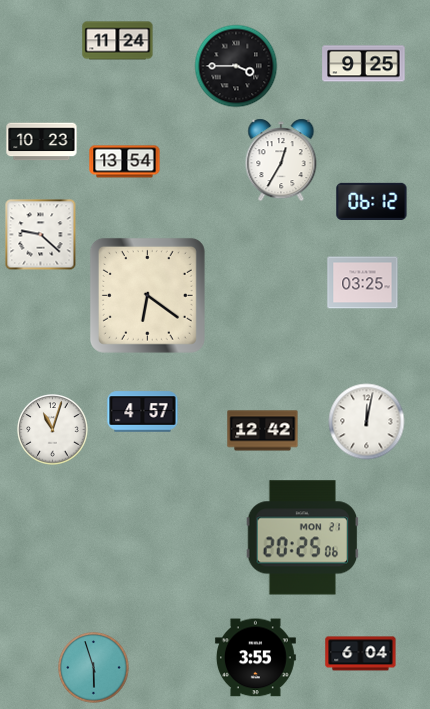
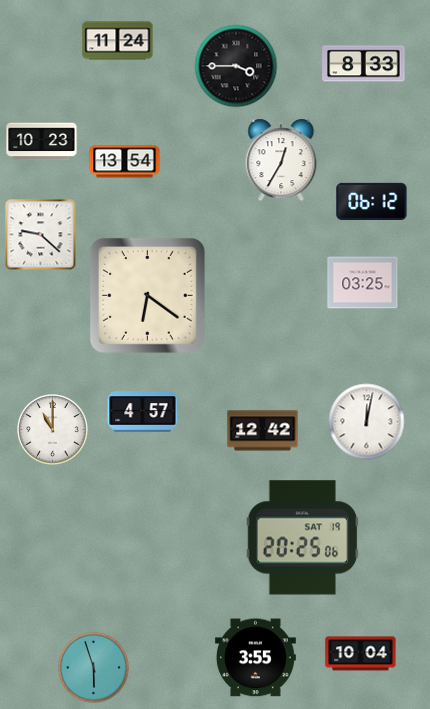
clock at (364, 64): 9:25 -> 8:33
clock at (53, 430): 11:03 -> 11:00
clock at (303, 538) date: MON 21 -> SAT 19
clock at (361, 654): 6:04 -> 10:04
